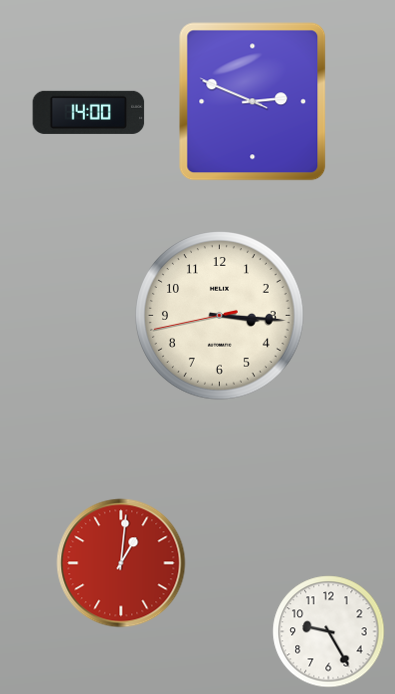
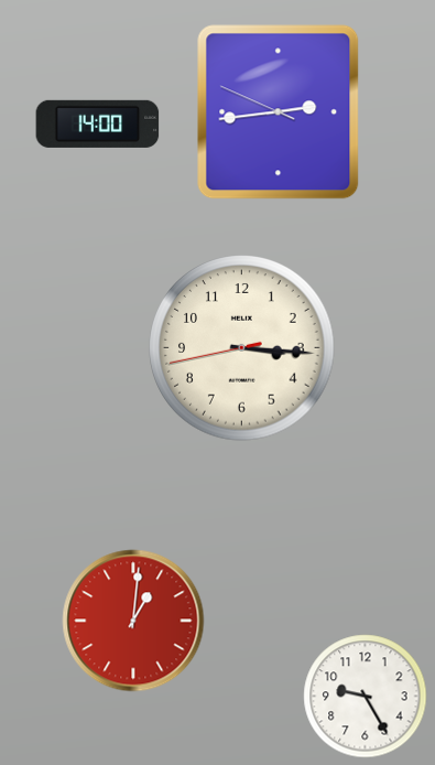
clock at (253, 102): 2:48 -> 2:43
clock at (329, 632) position: (329, 632) -> (366, 697)
